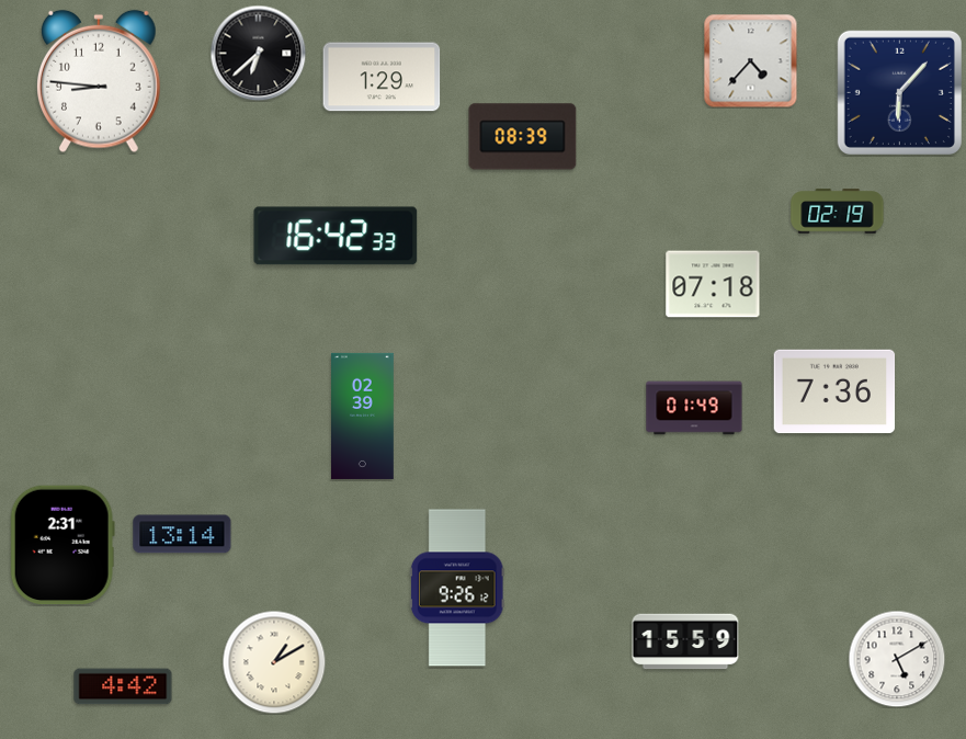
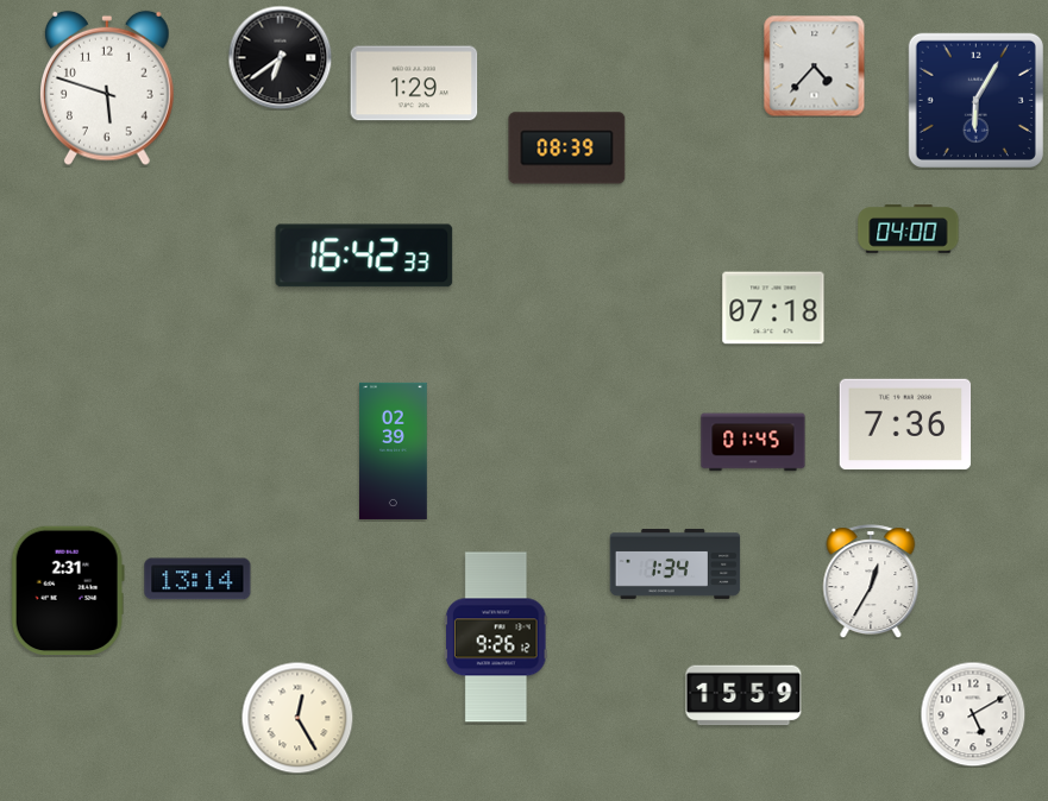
clock at (258, 53): 6:38 -> 6:39
clock at (100, 81): 8:46 -> 5:48
clock at (899, 92): 6:07 -> 6:05
clock at (838, 212): 02:19 -> 04:00
clock at (694, 408): 01:49 -> 01:45
clock at (676, 563): none -> 1:34
clock at (871, 581): none -> 12:35
clock at (274, 662): 1:10 -> 12:25
clock at (123, 686): 4:42 -> none
